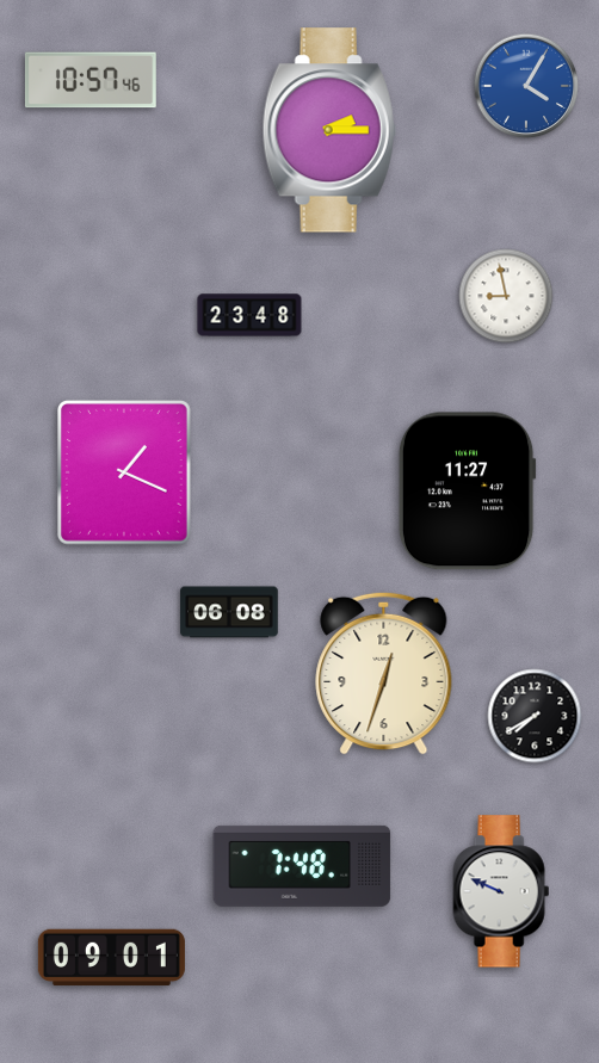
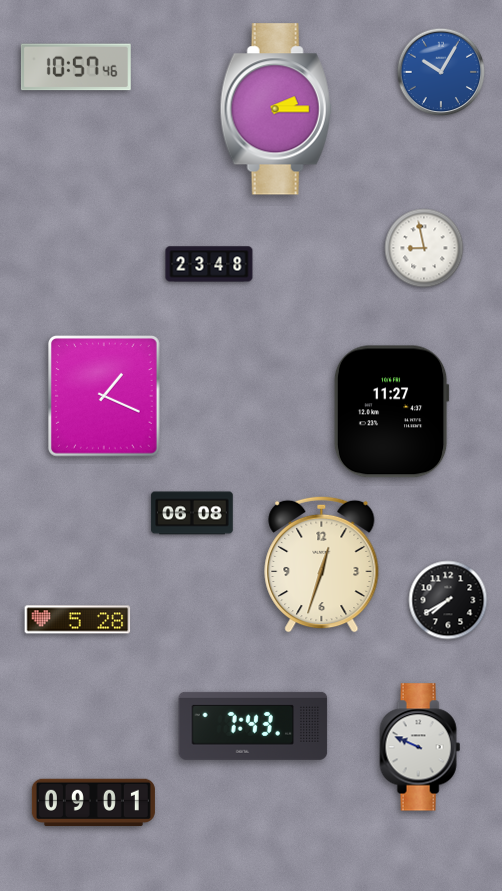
clock at (526, 86): 4:05 -> 10:05
clock at (78, 620): none -> 5:28
clock at (302, 866): 7:48 -> 7:43
